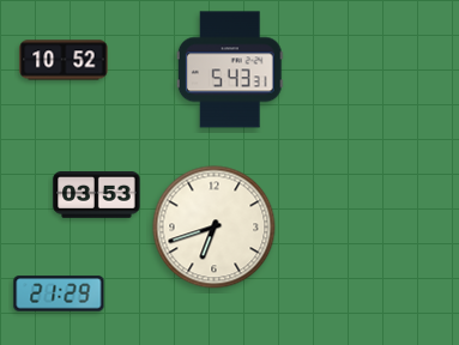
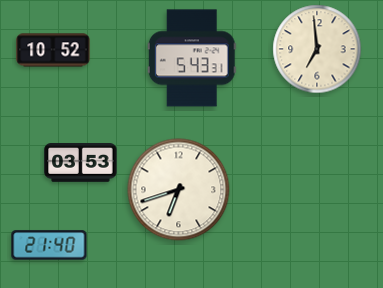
clock at (317, 49): none -> 6:59
clock at (59, 293): 21:29 -> 21:40
